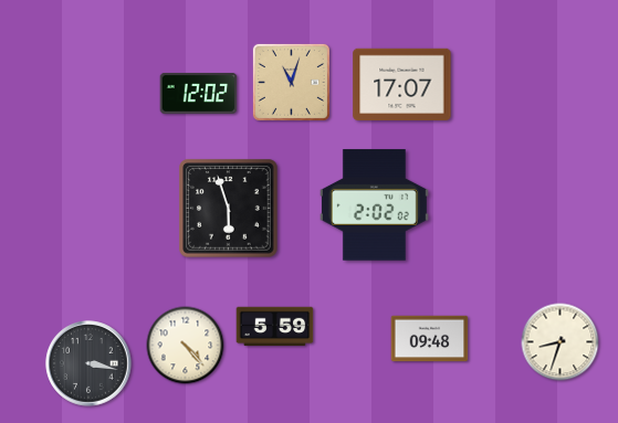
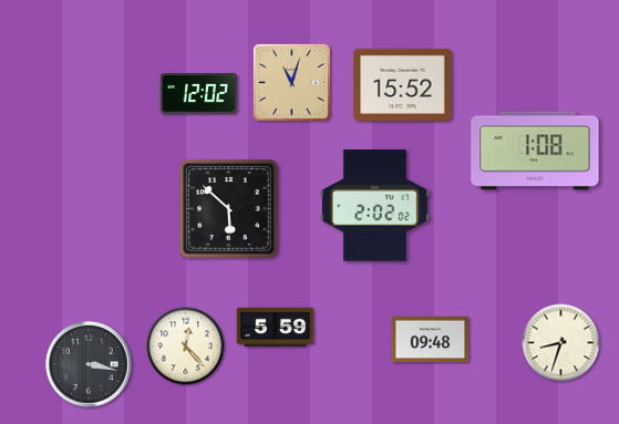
clock at (402, 84): 17:07 -> 15:52
clock at (535, 151): none -> 1:08
clock at (229, 209): 5:57 -> 5:52
clock at (186, 346): 4:23 -> 12:23
